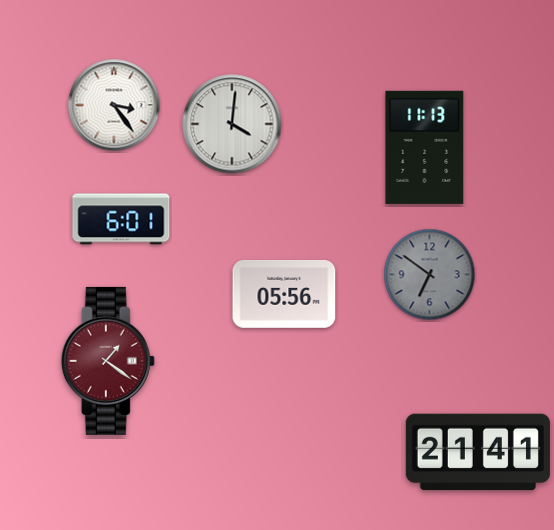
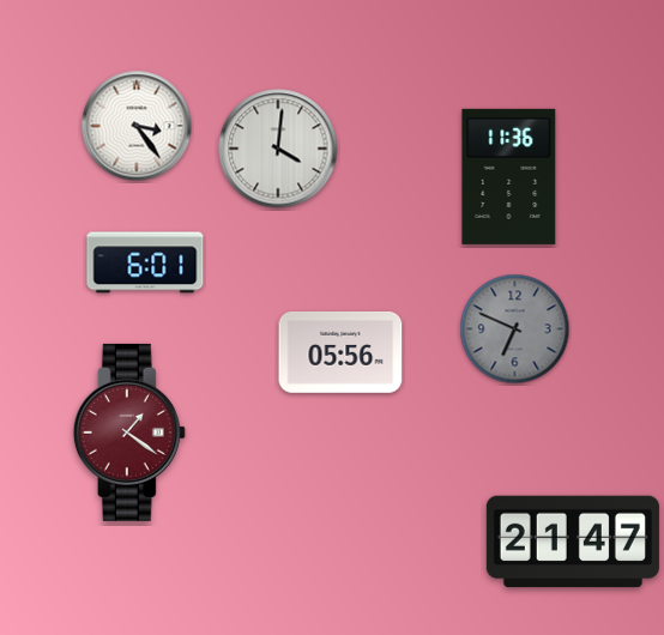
clock at (425, 147): 11:13 -> 11:36
clock at (430, 275): 6:51 -> 6:49
clock at (478, 452): 21:41 -> 21:47
